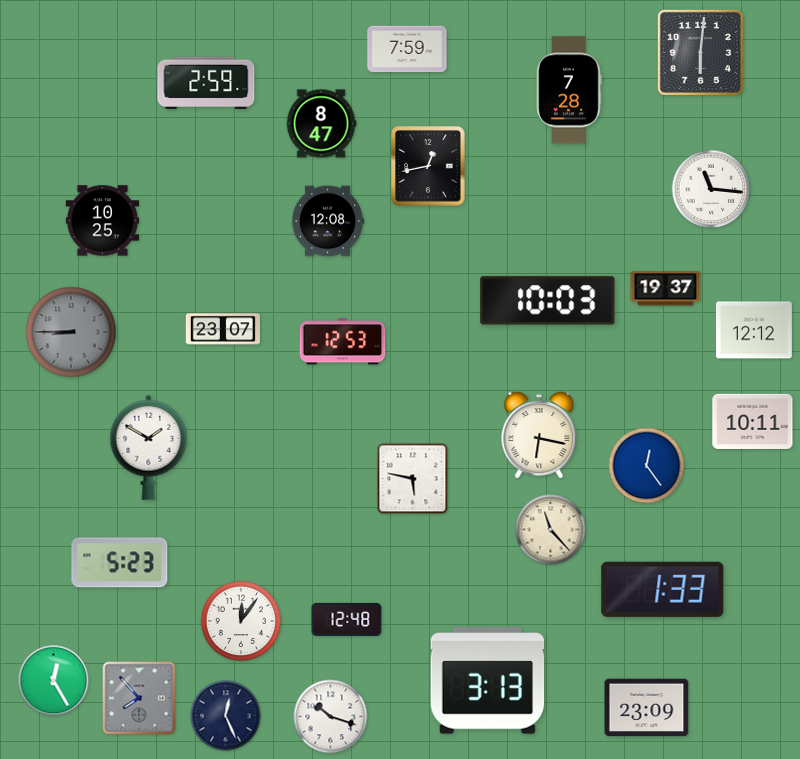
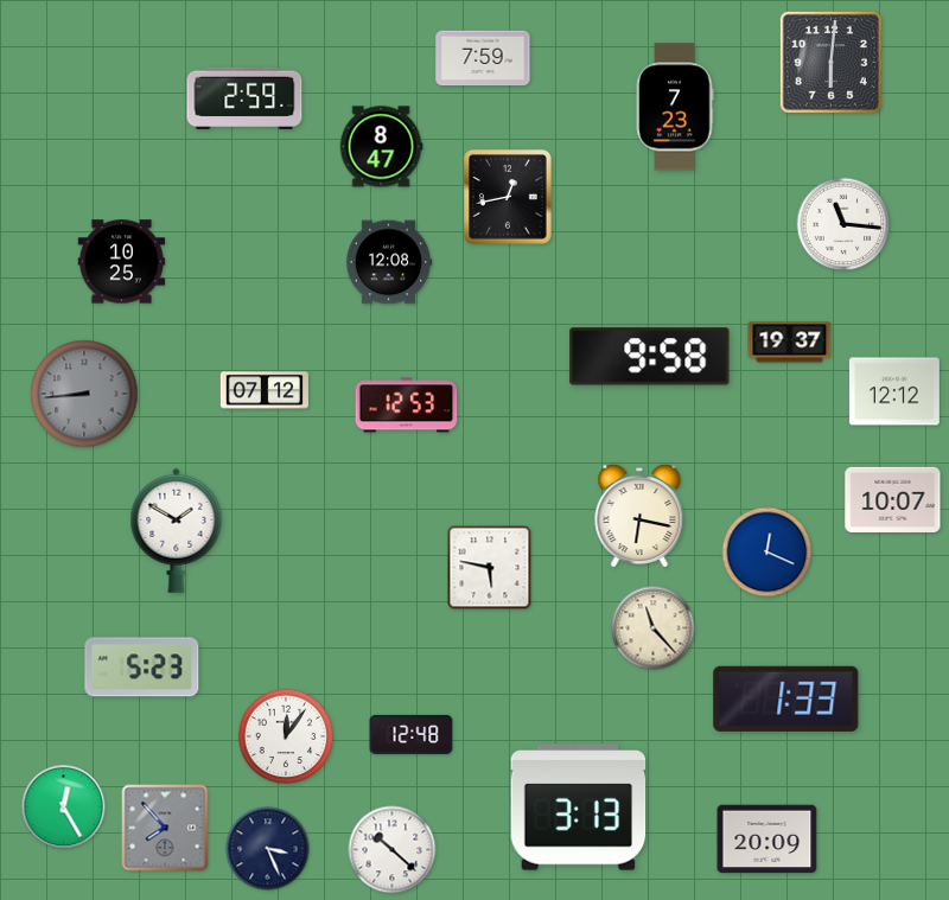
clock at (569, 90): 7:28 -> 7:23
clock at (548, 301): 10:03 -> 9:58
clock at (222, 329): 23:07 -> 07:12
clock at (71, 332): 8:45 -> 8:44
clock at (753, 421): 10:11 -> 10:07
clock at (647, 466): 12:24 -> 12:19
clock at (647, 708): 23:09 -> 20:09
clock at (226, 716): 12:26 -> 3:26
clock at (331, 717): 10:18 -> 10:22
